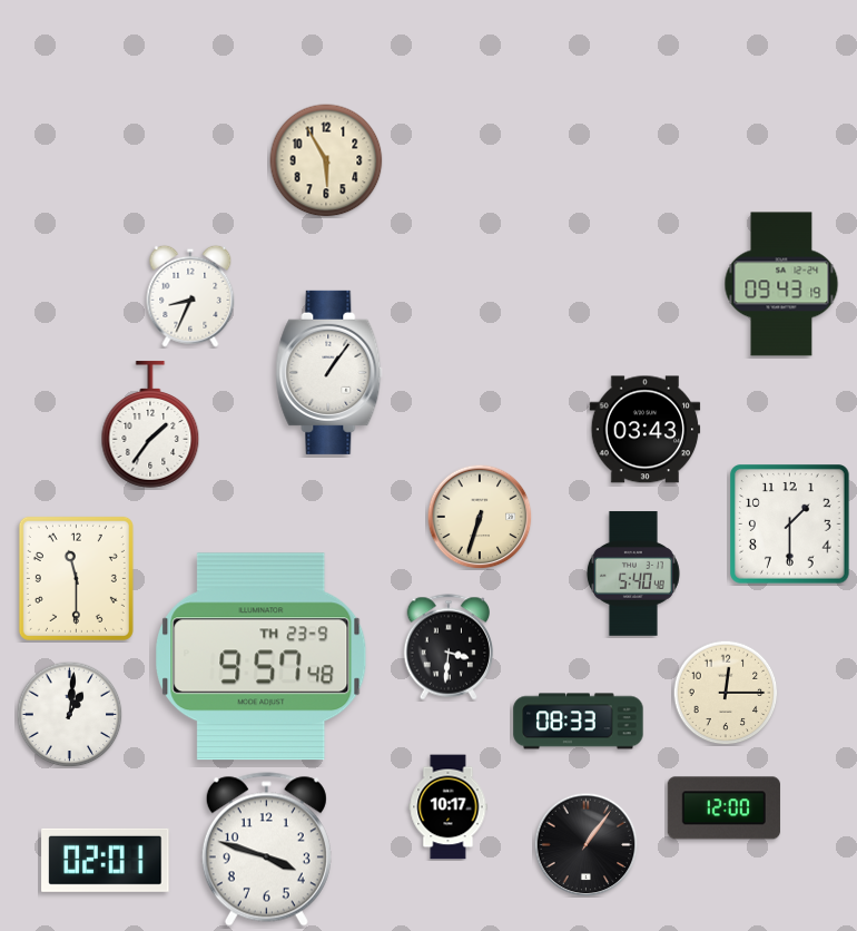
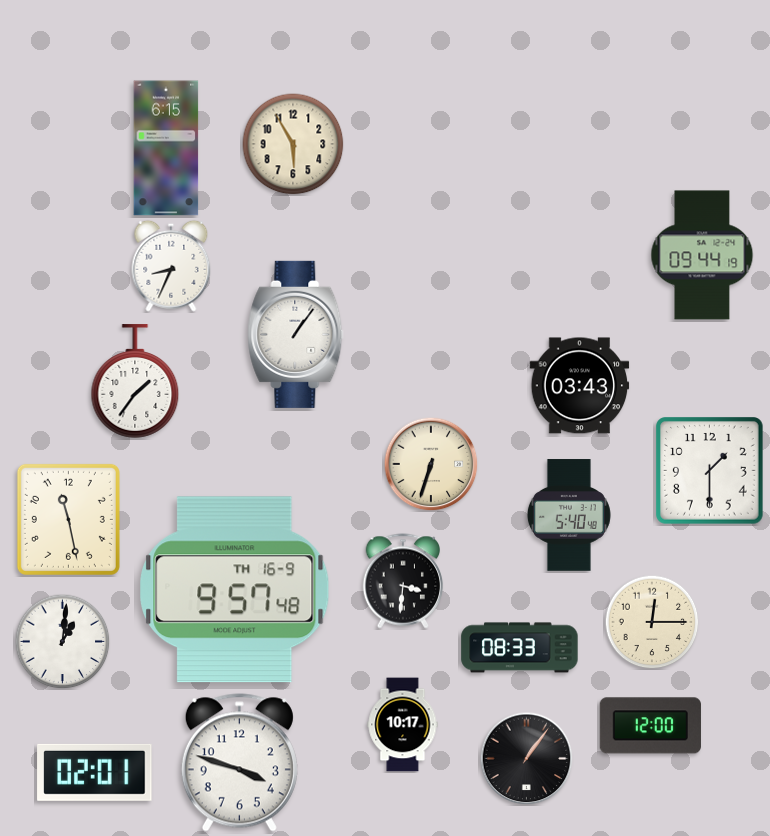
clock at (166, 148): none -> 6:15
clock at (781, 284): 09:43 -> 09:44
clock at (76, 578): 11:30 -> 11:28
clock at (262, 657) date: TH 23-9 -> TH 16-9
